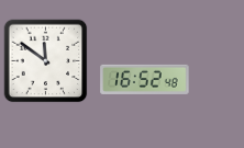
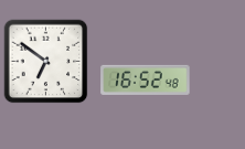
clock at (46, 61): 11:51 -> 6:51
